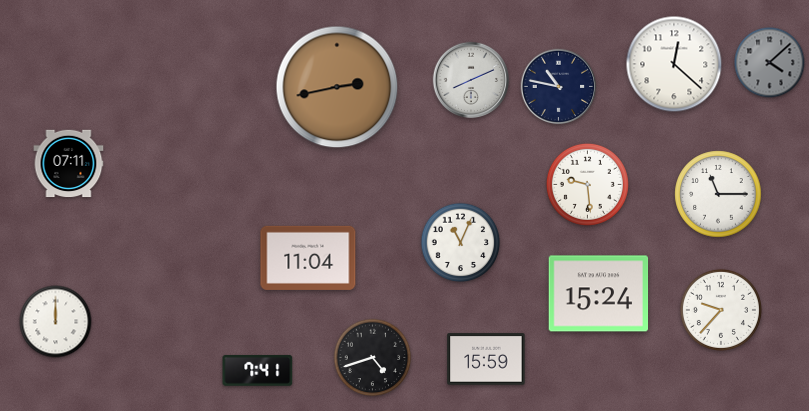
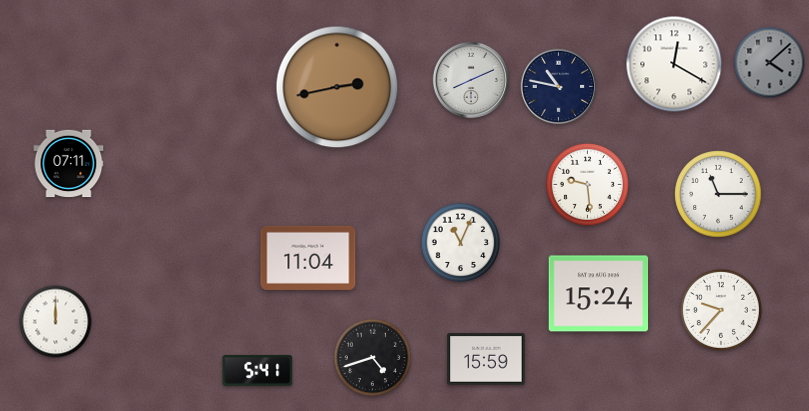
clock at (674, 64): 12:22 -> 12:20
clock at (258, 370): 7:41 -> 5:41
